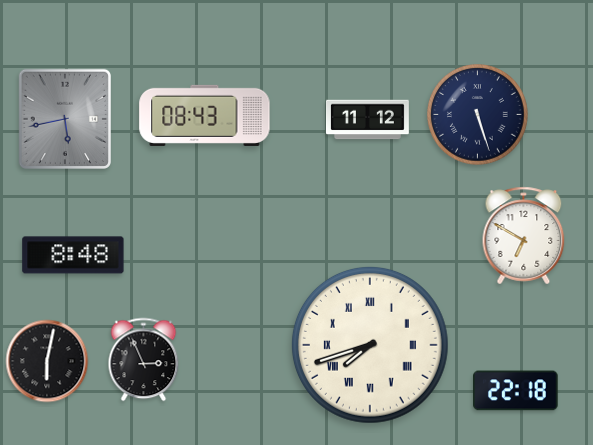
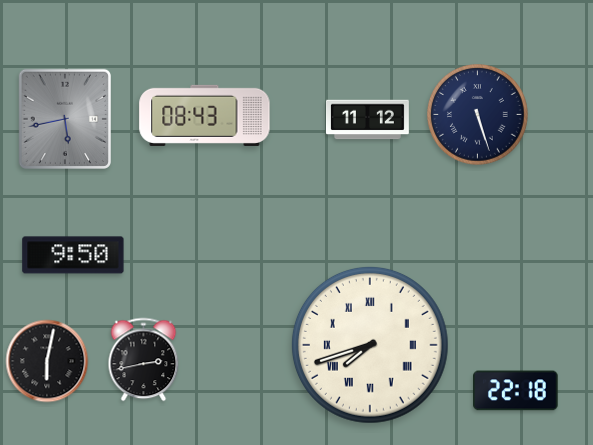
clock at (524, 236): 6:50 -> none
clock at (73, 255): 8:48 -> 9:50
clock at (144, 360): 2:56 -> 2:43
